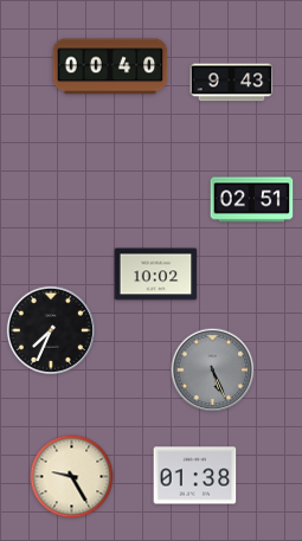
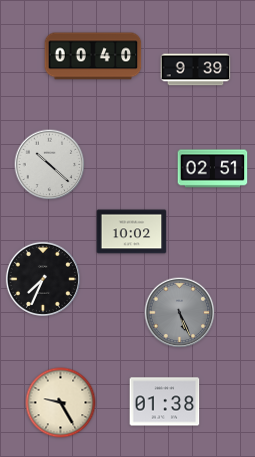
clock at (232, 83): 9:43 -> 9:39
clock at (50, 165): none -> 10:22
